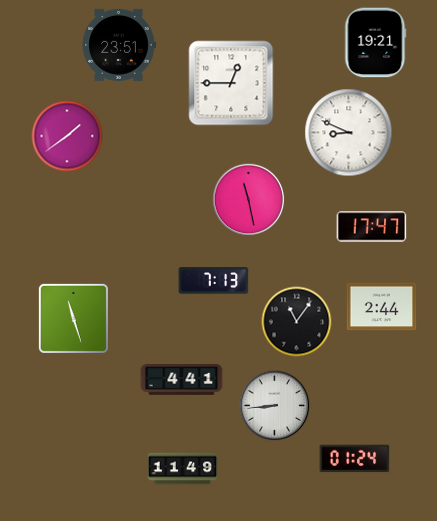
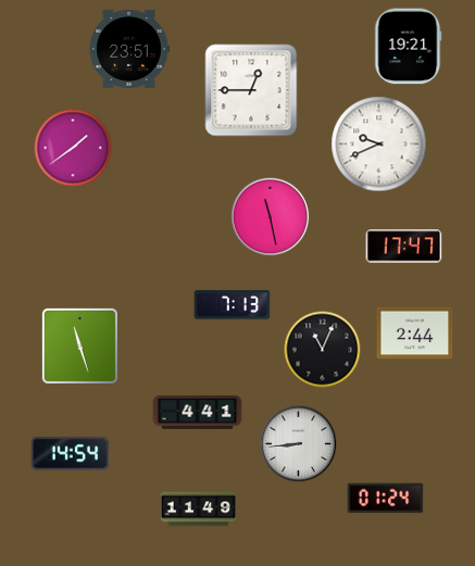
clock at (349, 133): 8:49 -> 9:41
clock at (297, 322): 11:06 -> 11:04
clock at (275, 406) position: (275, 406) -> (299, 444)
clock at (71, 454): none -> 14:54
